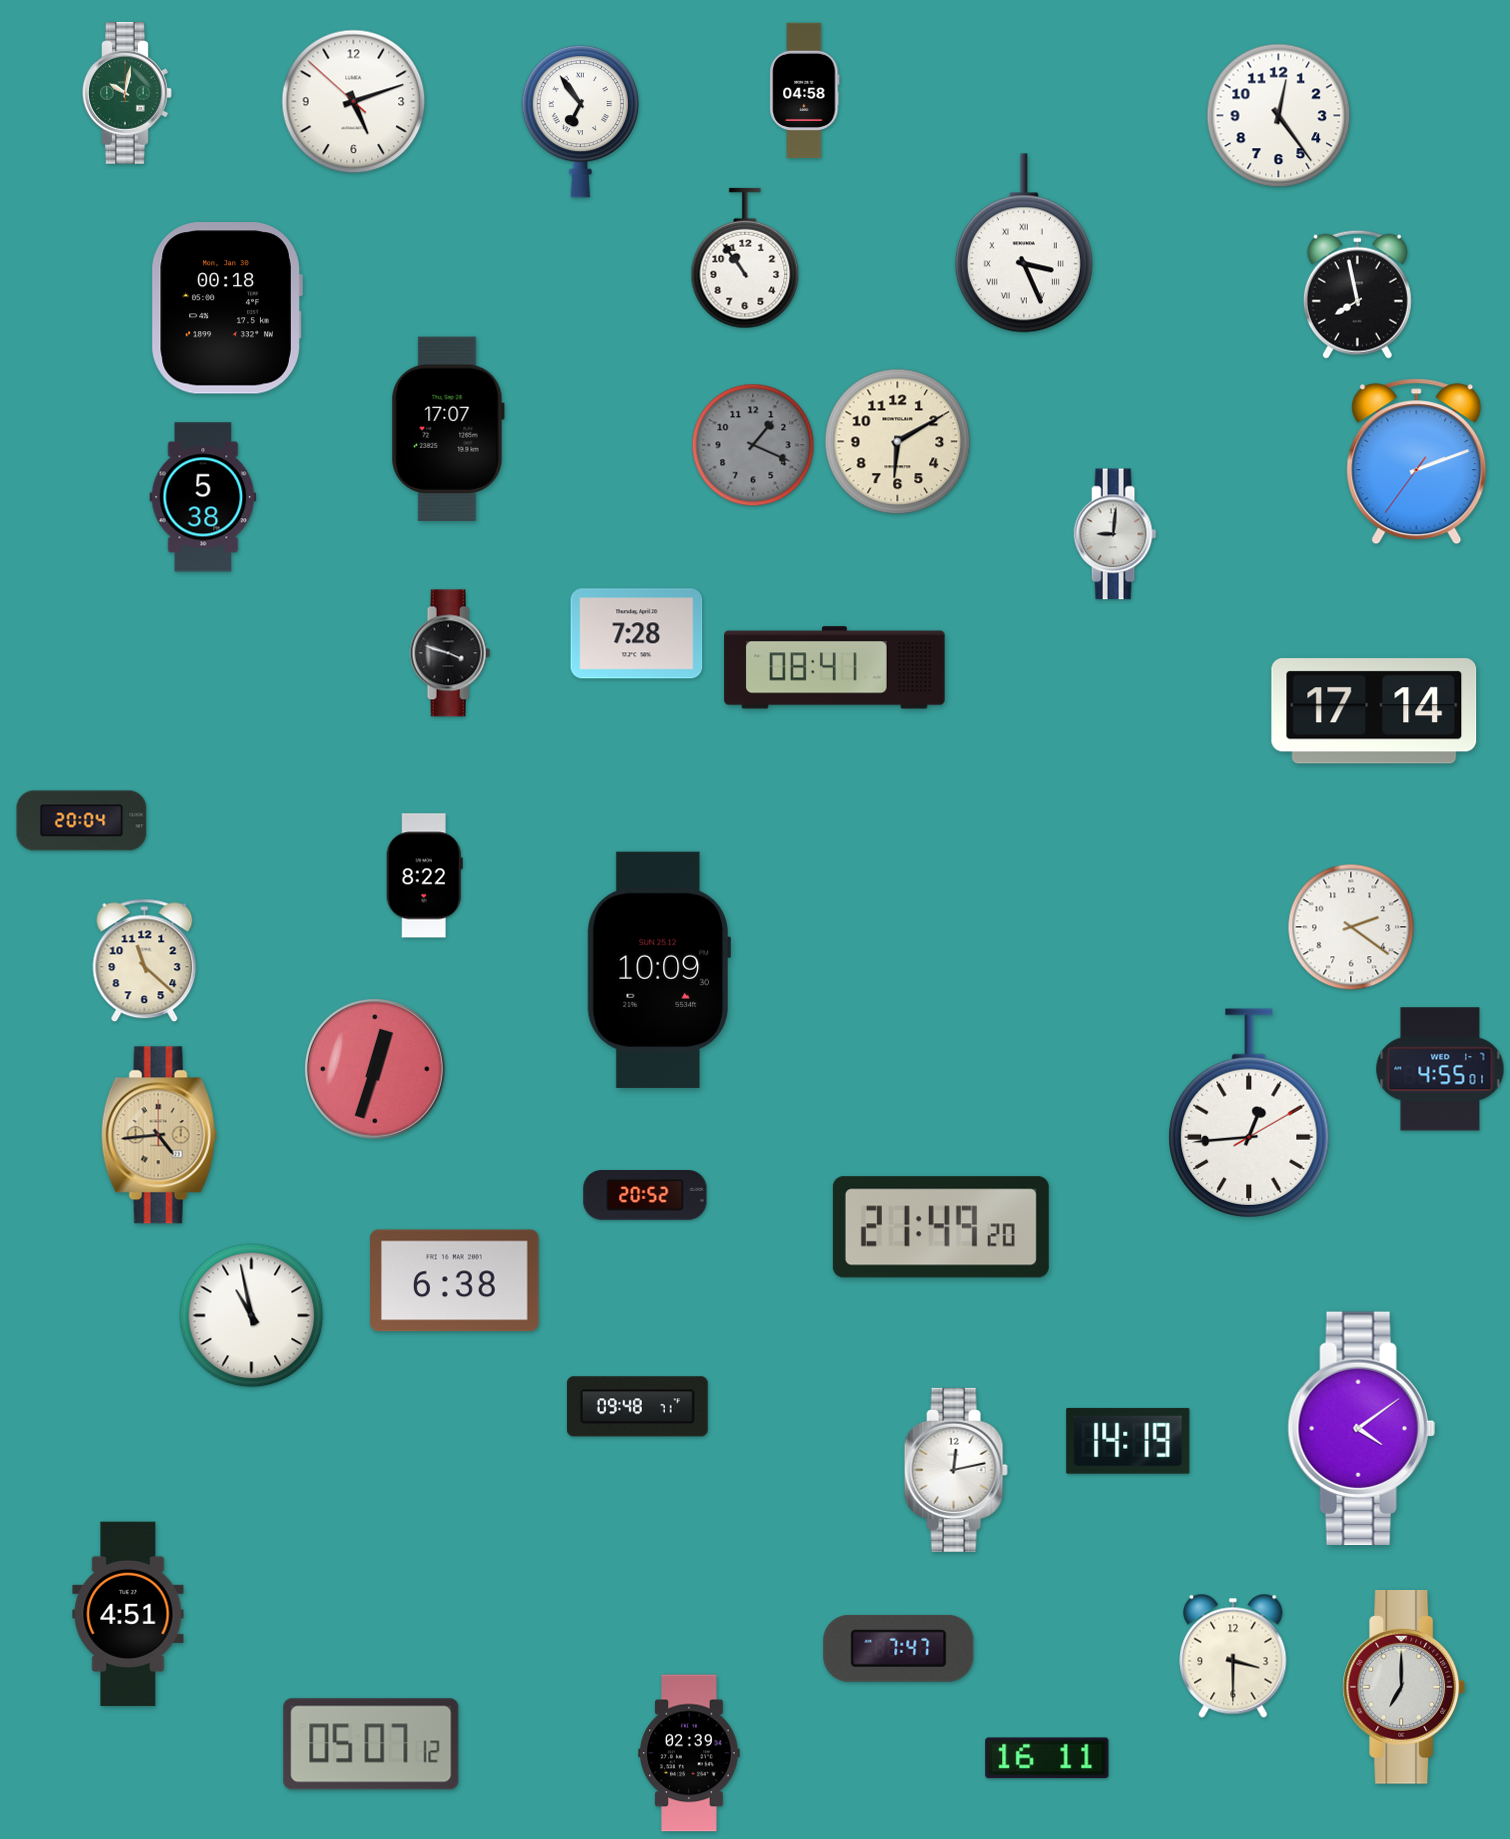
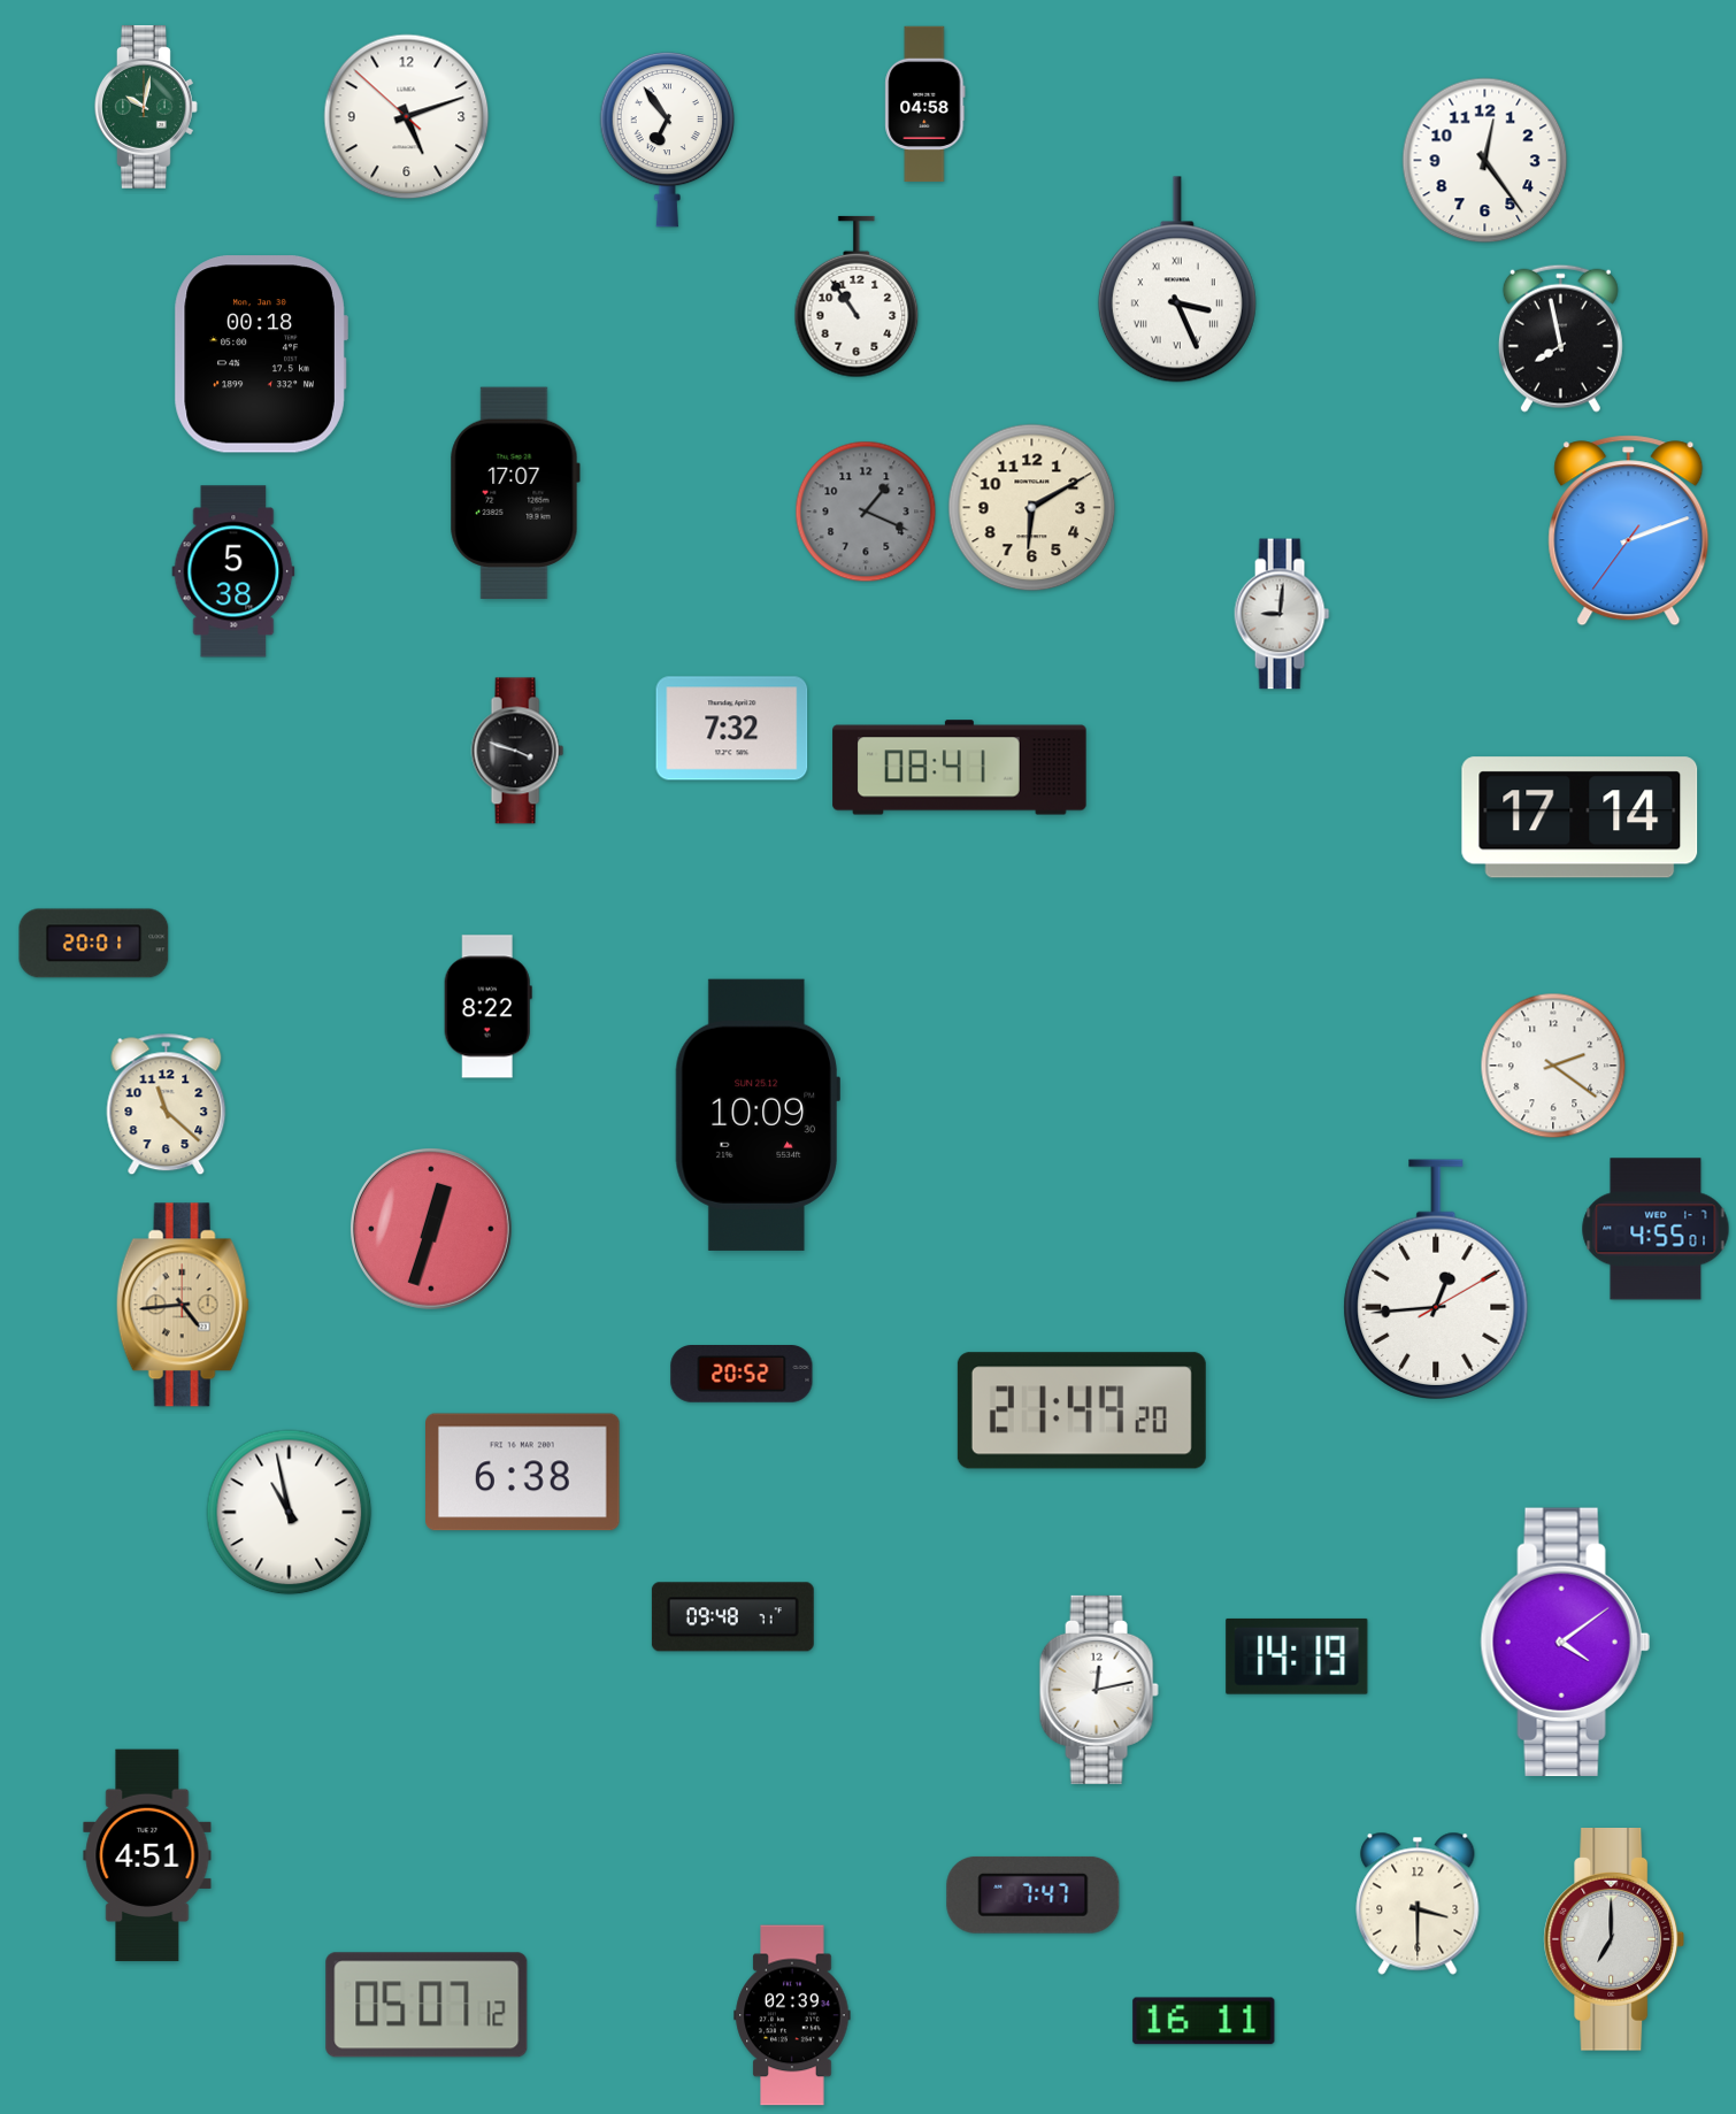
clock at (1279, 116) position: (1279, 116) -> (1485, 161)
clock at (637, 634): 7:28 -> 7:32
clock at (82, 821): 20:04 -> 20:01
